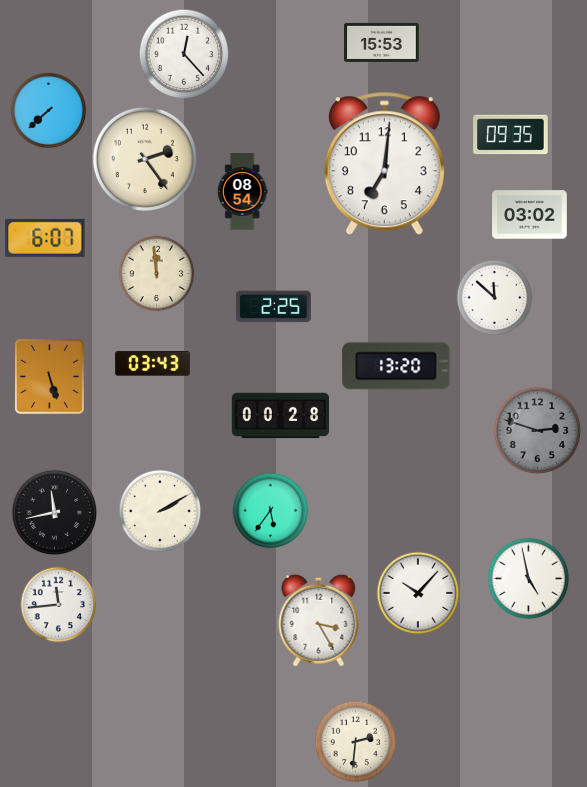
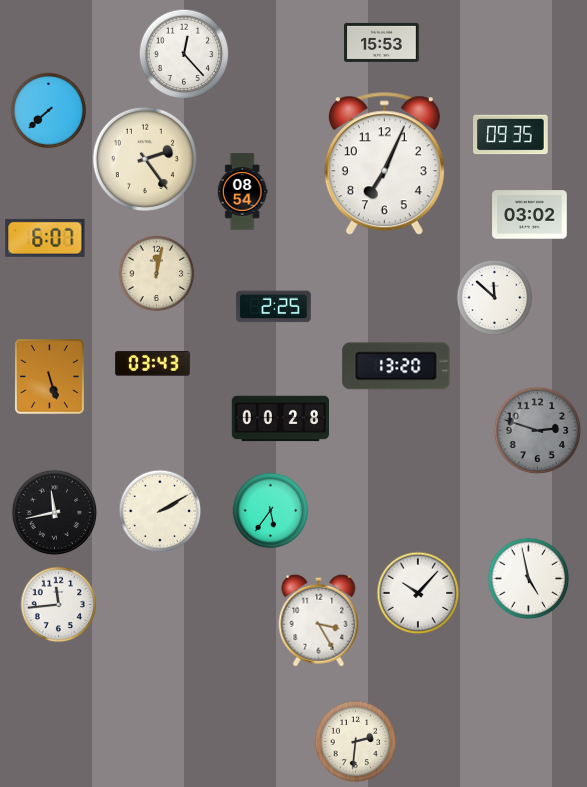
clock at (384, 164): 7:01 -> 7:04
clock at (157, 274): 11:59 -> 12:02
clock at (280, 416) position: (280, 416) -> (280, 419)
